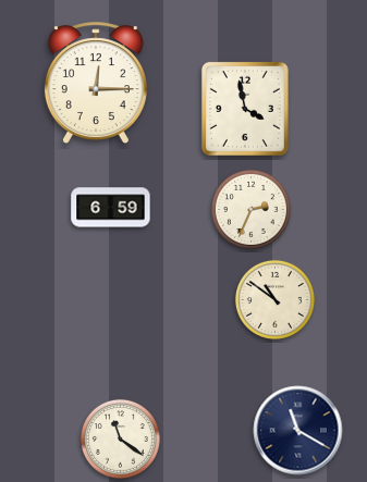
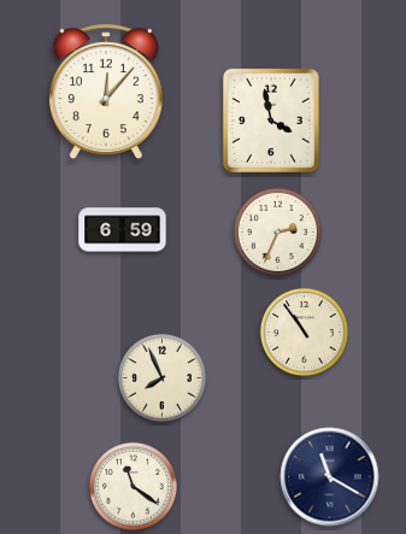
clock at (96, 84): 12:15 -> 12:07
clock at (274, 299): 10:51 -> 10:54
clock at (161, 377): none -> 7:56
